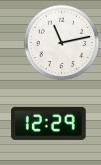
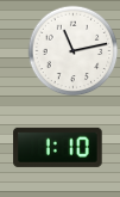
clock at (49, 123): 12:29 -> 1:10
